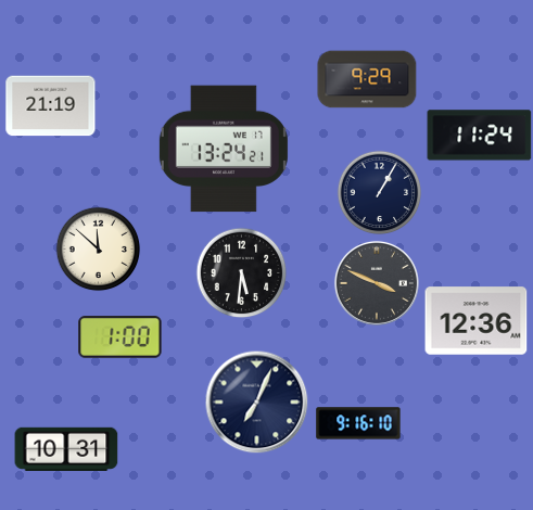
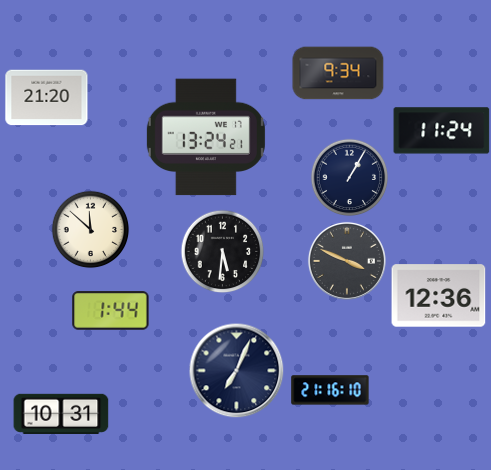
clock at (367, 79): 9:29 -> 9:34
clock at (51, 106): 21:19 -> 21:20
clock at (480, 136) position: (480, 136) -> (442, 131)
clock at (120, 337): 1:00 -> 1:44
clock at (358, 423): 9:16 -> 21:16
